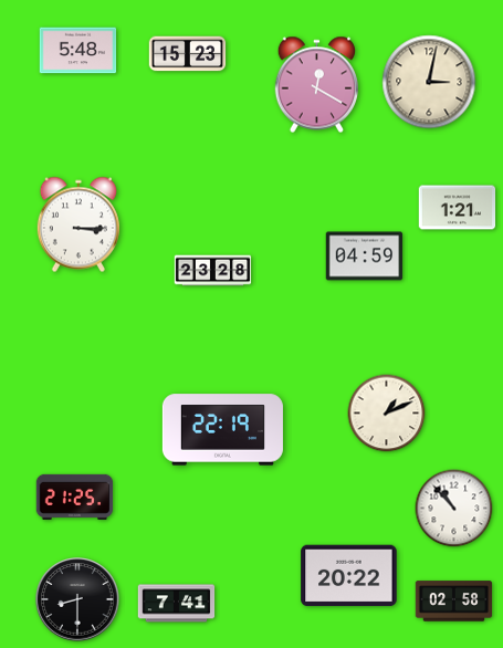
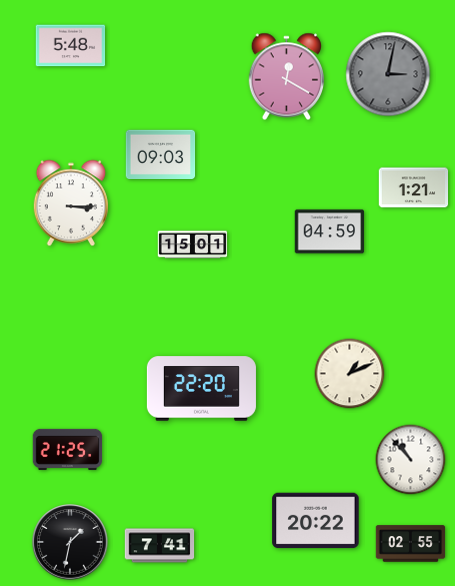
clock at (188, 54): 15:23 -> none
clock at (429, 82) dial: cream -> grey
clock at (161, 155): none -> 09:03
clock at (213, 271): 23:28 -> 15:01
clock at (222, 430): 22:19 -> 22:20
clock at (77, 599): 8:30 -> 1:32
clock at (454, 602): 02:58 -> 02:55
